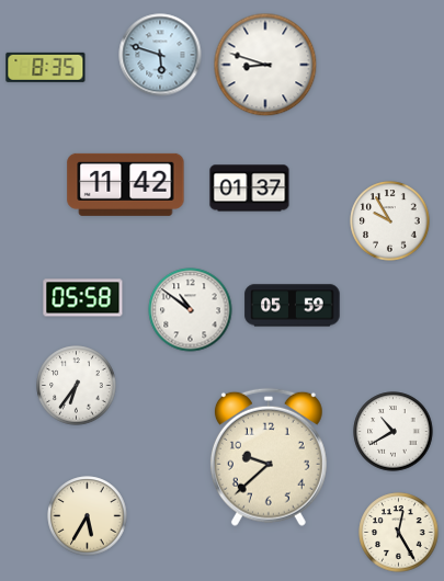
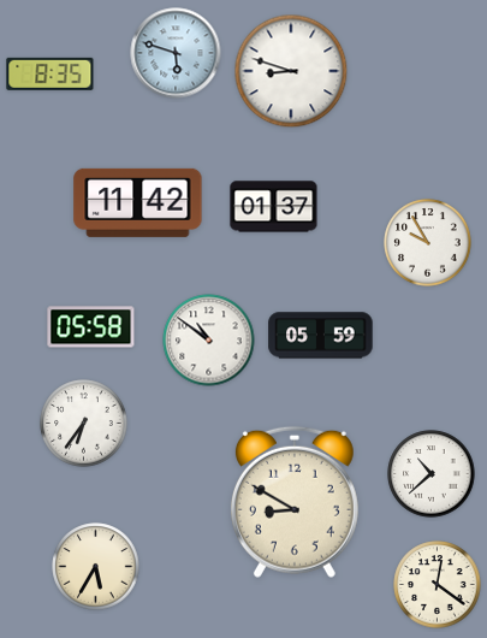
clock at (160, 55) position: (160, 55) -> (176, 53)
clock at (394, 432): 10:40 -> 10:38
clock at (269, 457): 9:38 -> 8:50
clock at (399, 533): 12:25 -> 12:21
